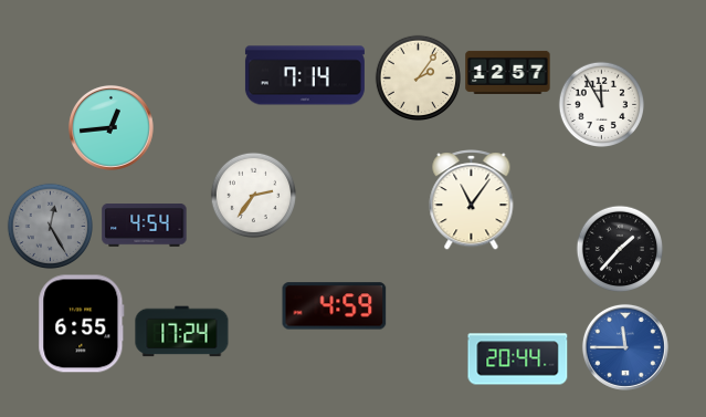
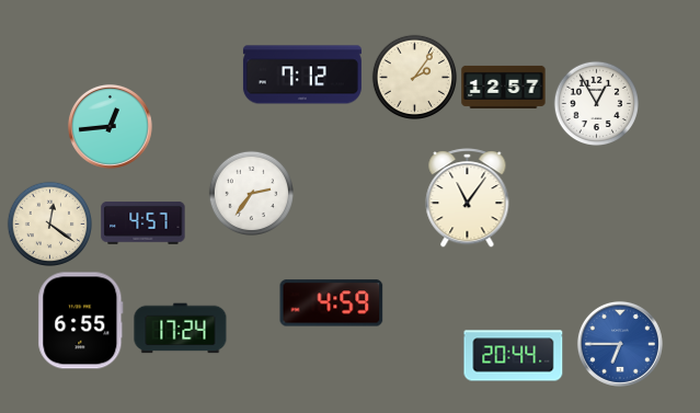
clock at (508, 72) position: (508, 72) -> (504, 87)
clock at (305, 75): 7:14 -> 7:12
clock at (601, 104): 11:55 -> 12:55
clock at (50, 226): 12:25 -> 12:21
clock at (50, 226) dial: grey -> cream
clock at (145, 226): 4:54 -> 4:57
clock at (620, 249): 1:37 -> none
clock at (625, 347): 11:45 -> 6:45
